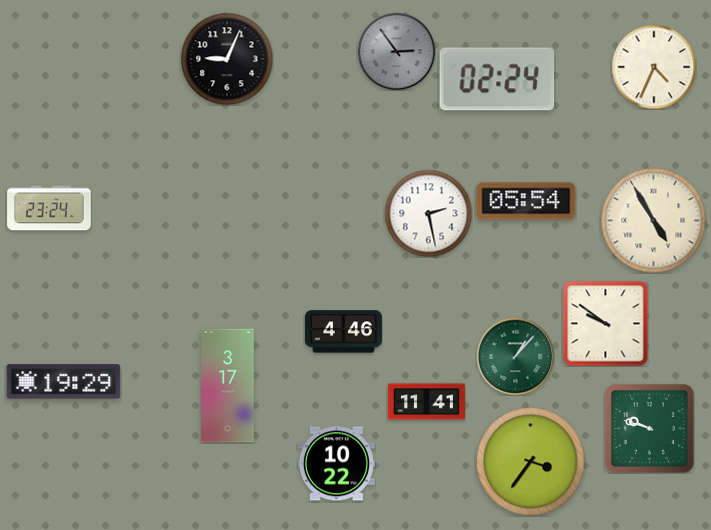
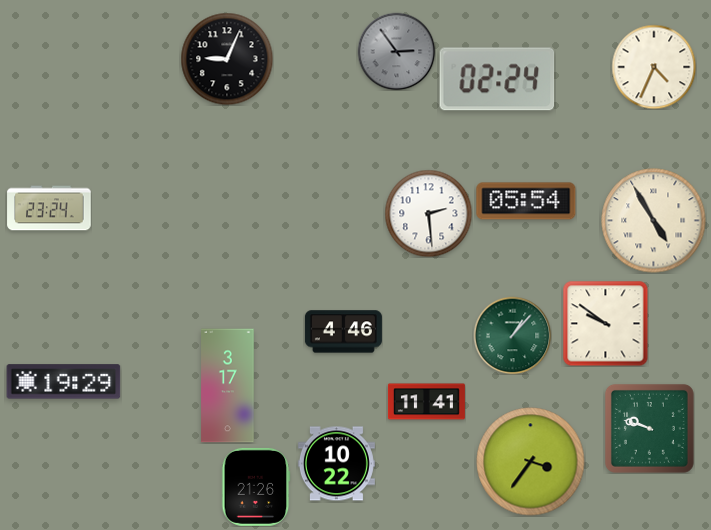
clock at (428, 213): 2:28 -> 2:29
clock at (515, 356) position: (515, 356) -> (512, 335)
clock at (256, 487): none -> 21:26
